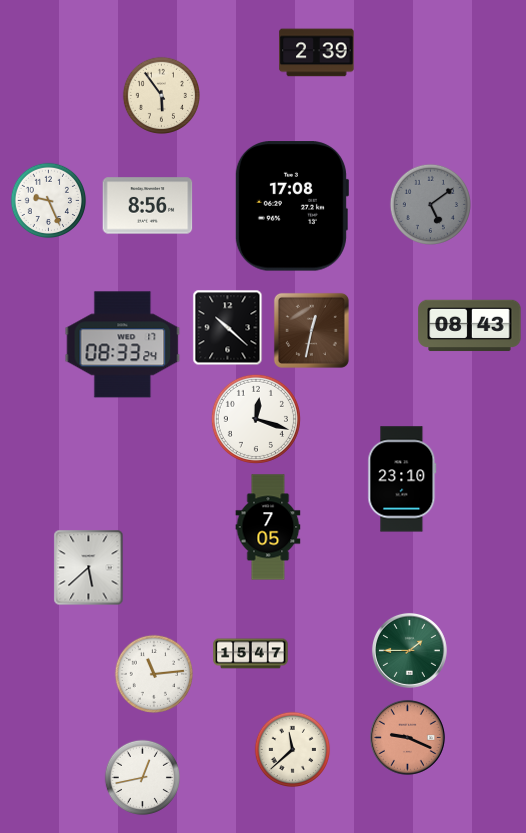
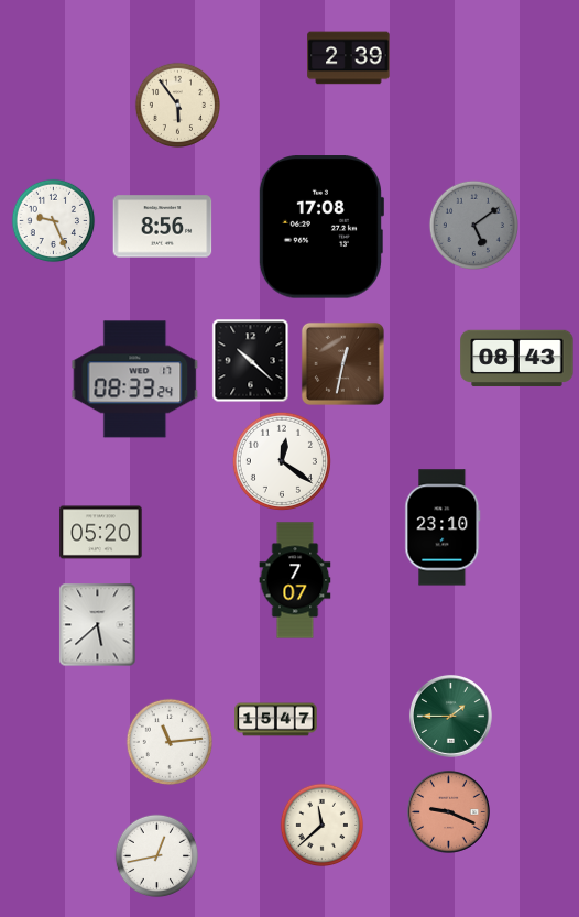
clock at (256, 419): 12:18 -> 12:21
clock at (101, 533): none -> 05:20
clock at (268, 527): 7:05 -> 7:07
